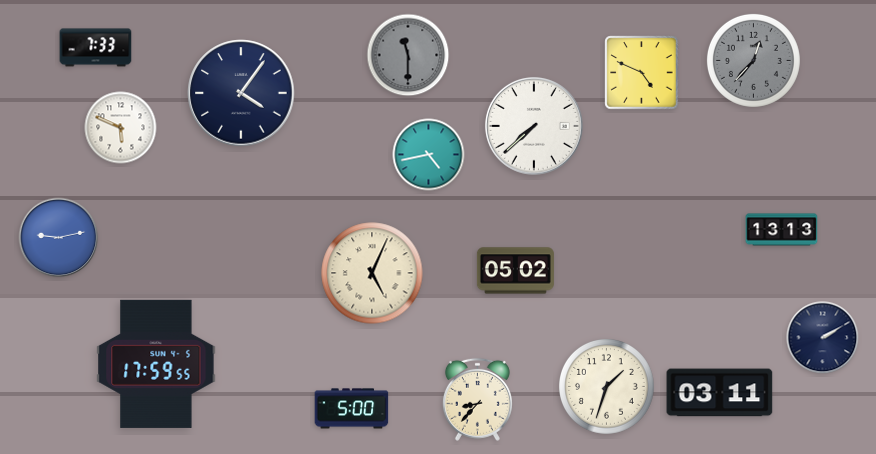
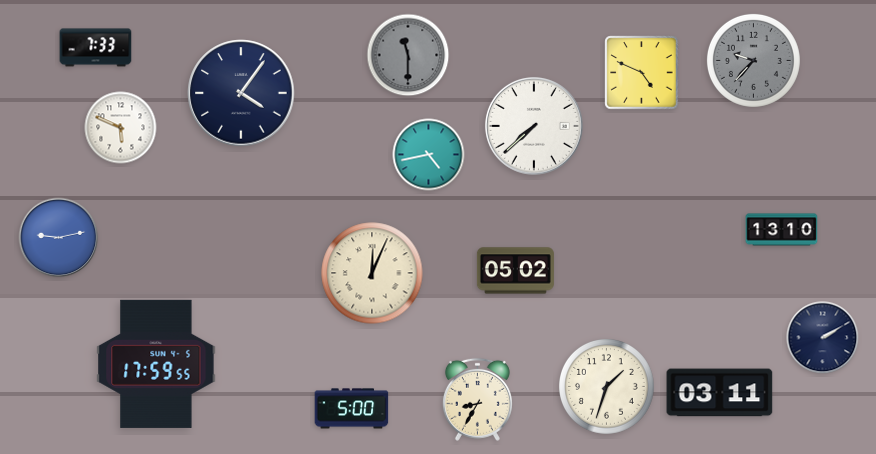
clock at (753, 60): 12:37 -> 9:37
clock at (782, 230): 13:13 -> 13:10
clock at (372, 273): 5:04 -> 12:04
clock at (477, 399): 8:37 -> 8:35
